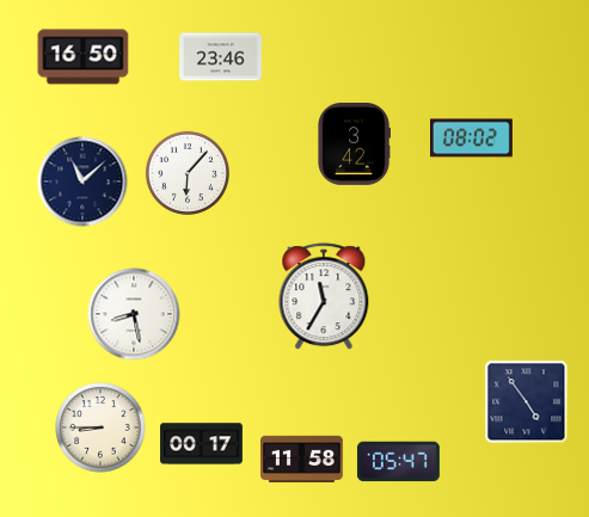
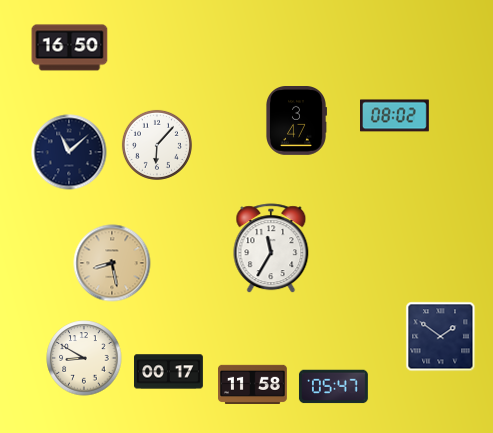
clock at (221, 57): 23:46 -> none
clock at (355, 144): 3:42 -> 3:47
clock at (134, 314) dial: white -> champagne
clock at (527, 402): 4:54 -> 1:51
clock at (100, 427): 8:45 -> 8:50
